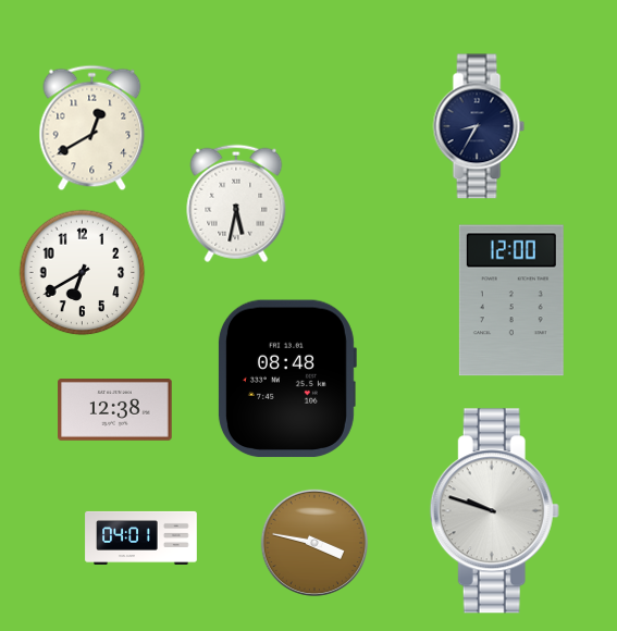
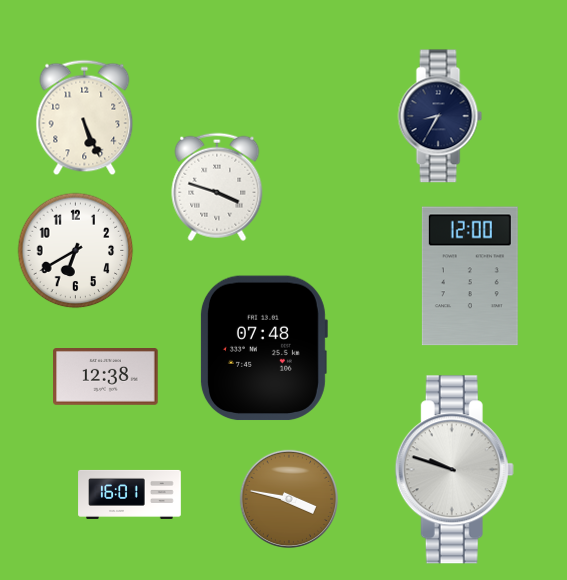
clock at (92, 127): 12:40 -> 5:26
clock at (236, 203): 5:32 -> 3:48
clock at (286, 379): 08:48 -> 07:48
clock at (141, 537): 04:01 -> 16:01
